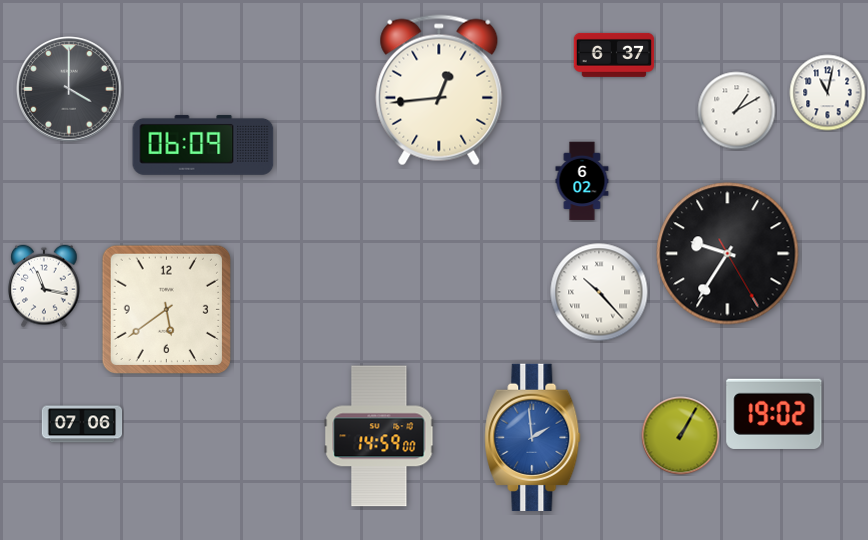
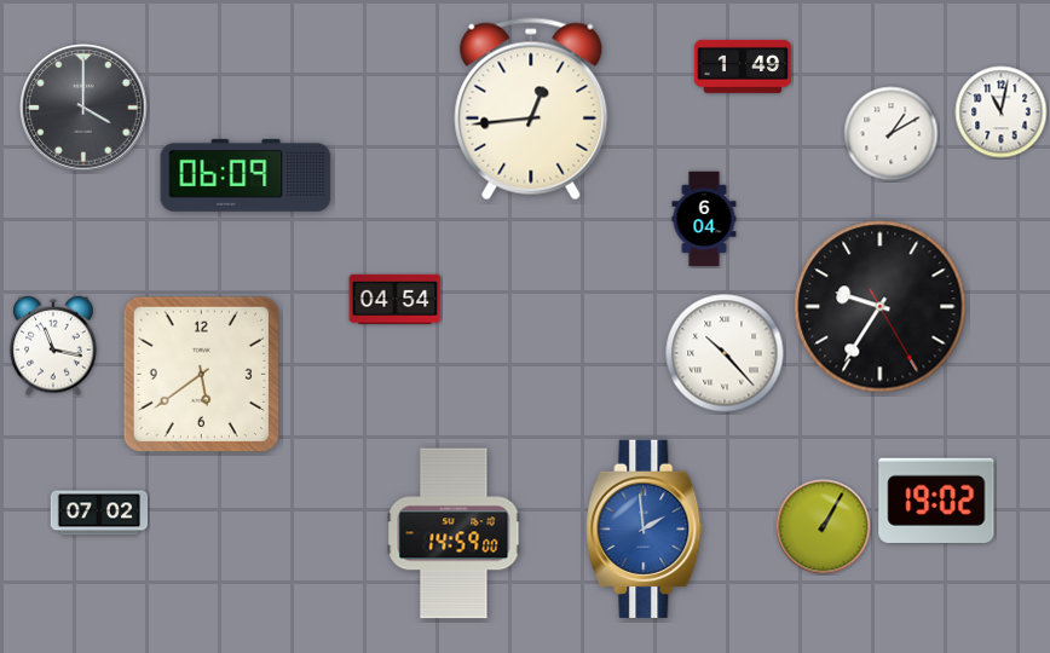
clock at (614, 55): 6:37 -> 1:49
clock at (582, 181): 6:02 -> 6:04
clock at (396, 299): none -> 04:54
clock at (82, 424): 07:06 -> 07:02
clock at (379, 436) position: (379, 436) -> (454, 533)
